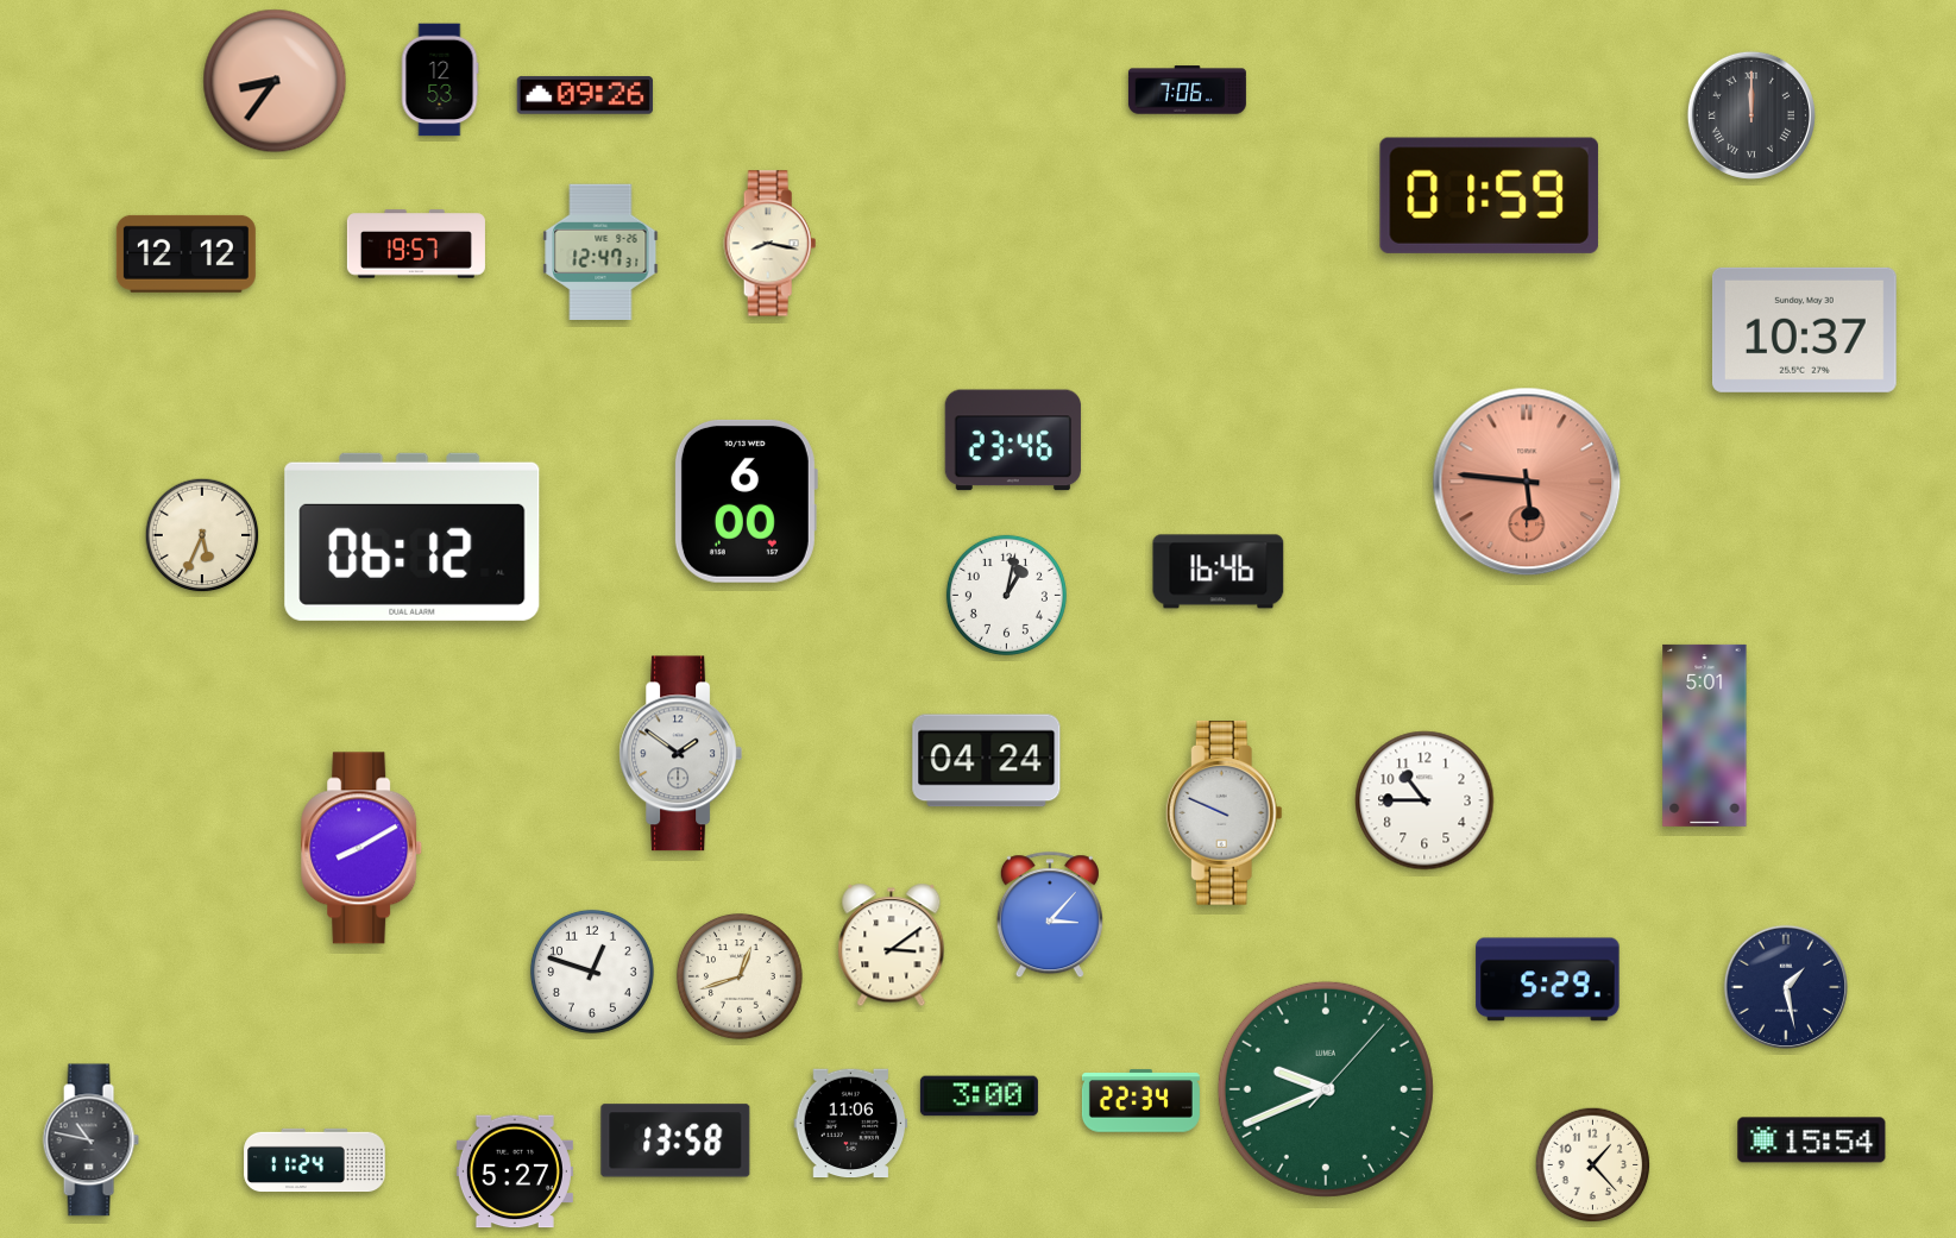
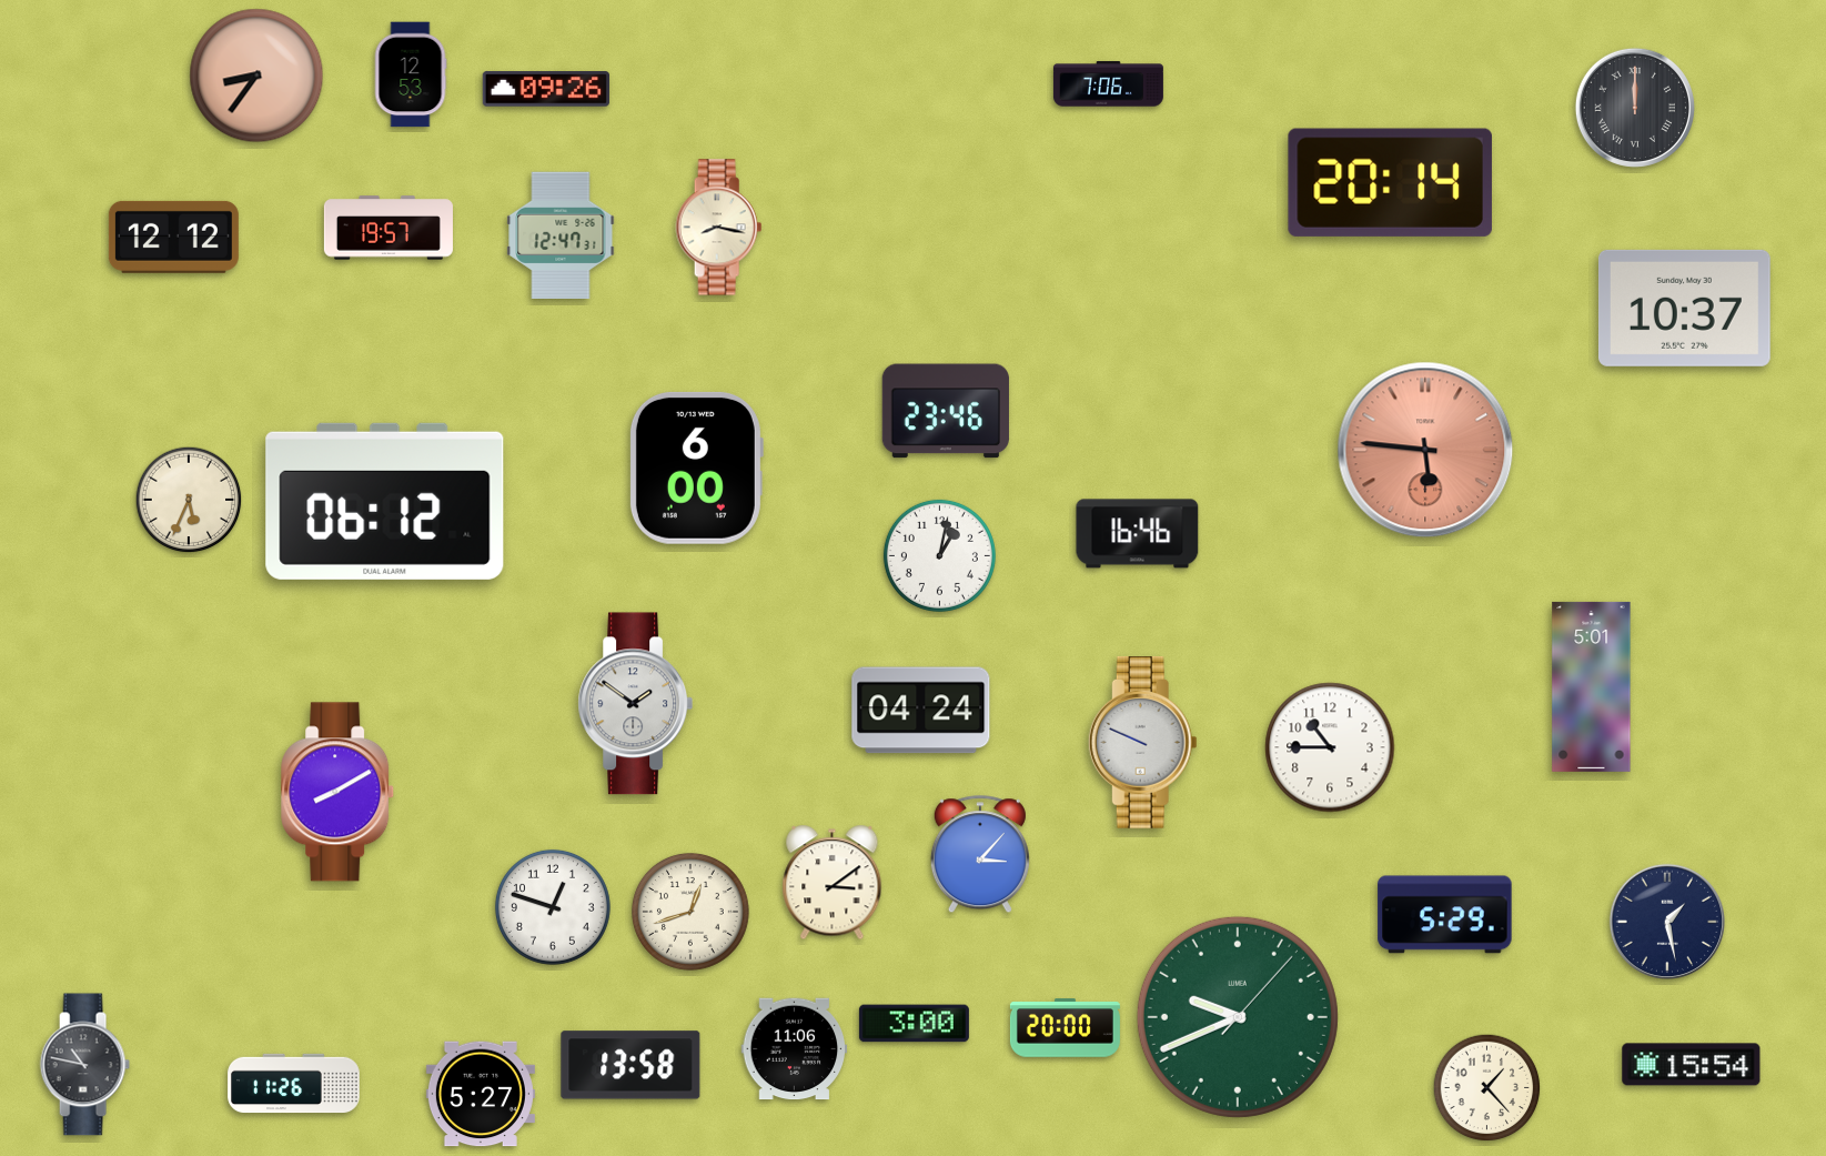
clock at (1489, 195): 01:59 -> 20:14
clock at (1224, 813) position: (1224, 813) -> (1142, 743)
clock at (1140, 1101): 22:34 -> 20:00
clock at (315, 1161): 11:24 -> 11:26
